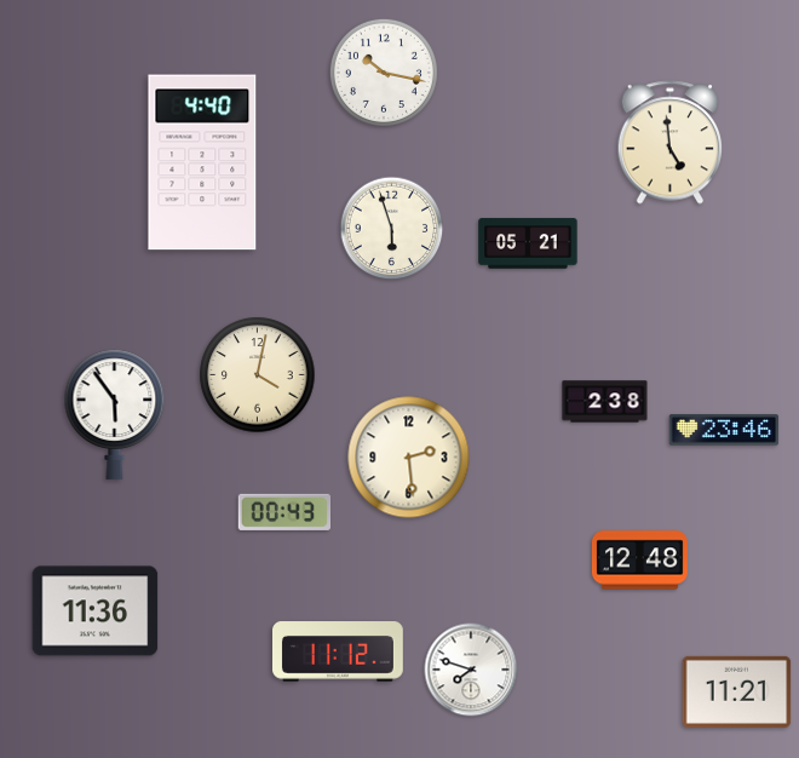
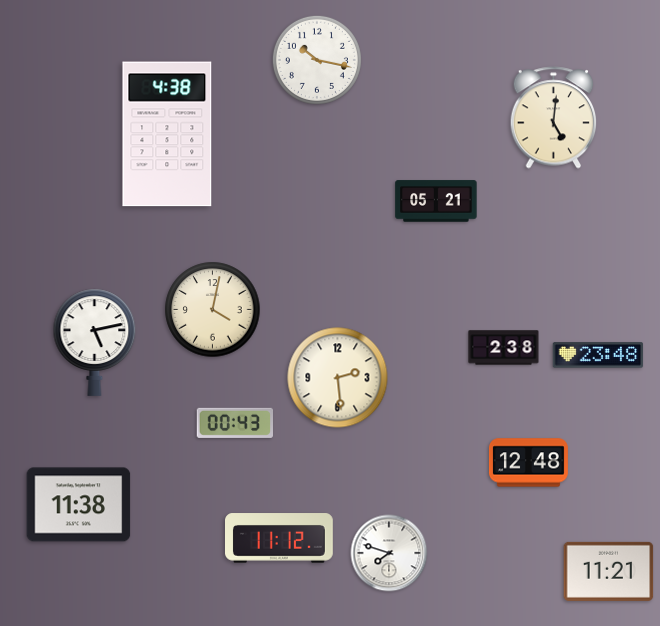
clock at (671, 143): 4:59 -> 5:01
clock at (202, 162): 4:40 -> 4:38
clock at (392, 229): 5:57 -> none
clock at (605, 402) position: (605, 402) -> (504, 348)
clock at (115, 414): 5:54 -> 5:13
clock at (724, 430): 23:46 -> 23:48
clock at (96, 611): 11:36 -> 11:38
